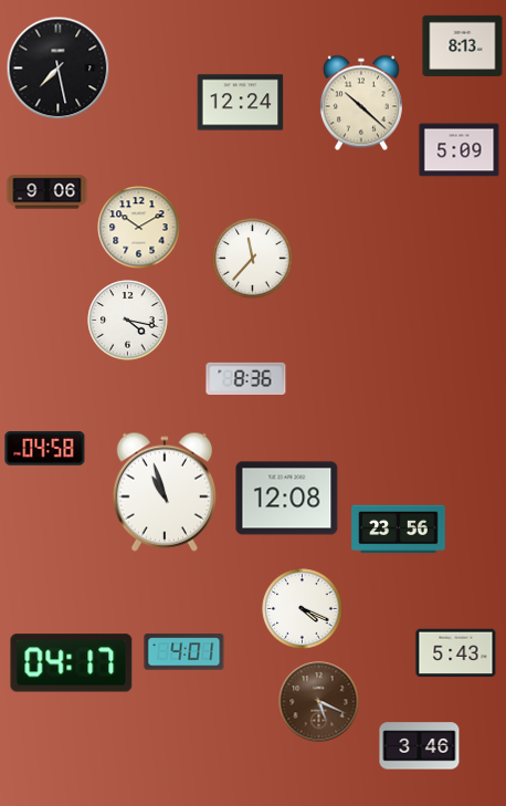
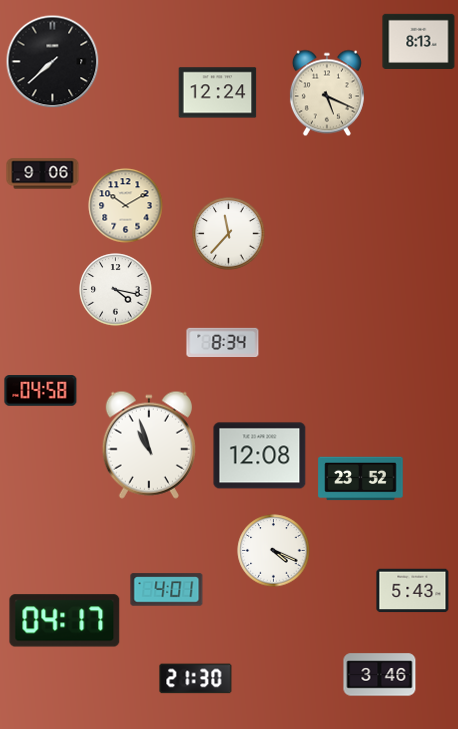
clock at (59, 69): 7:28 -> 7:38
clock at (361, 103): 10:22 -> 5:19
clock at (460, 150): 5:09 -> none
clock at (246, 379): 8:36 -> 8:34
clock at (45, 449) position: (45, 449) -> (41, 391)
clock at (287, 499) position: (287, 499) -> (260, 456)
clock at (399, 530): 23:56 -> 23:52
clock at (72, 663) position: (72, 663) -> (65, 621)
clock at (319, 702): 5:19 -> none
clock at (196, 679): none -> 21:30
